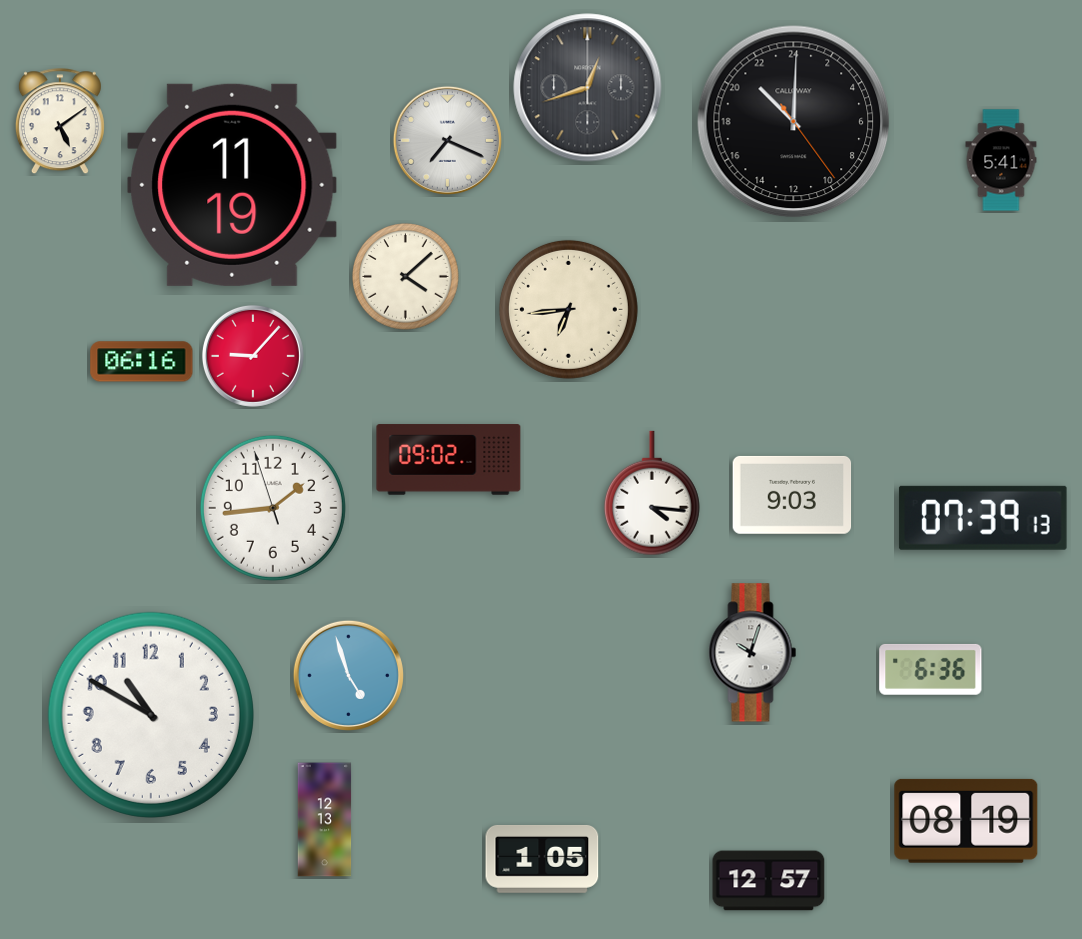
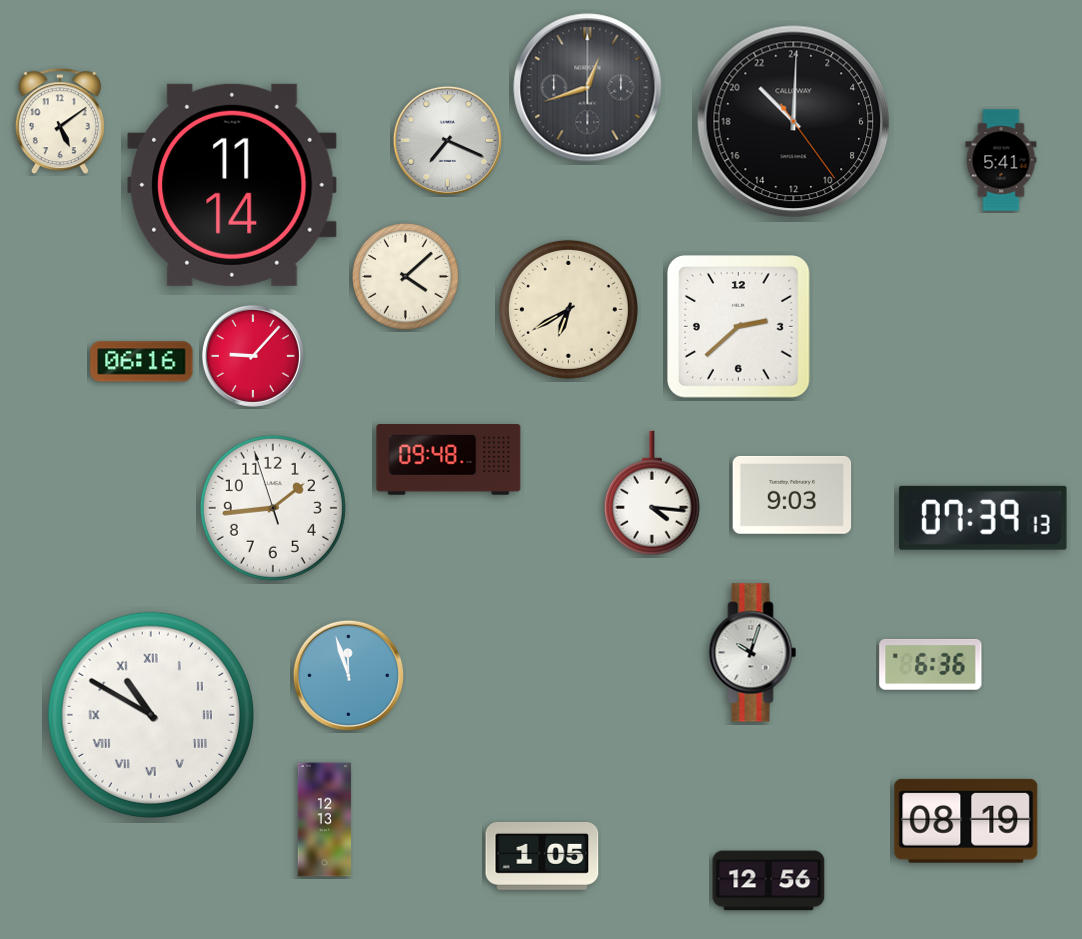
clock at (232, 185): 11:19 -> 11:14
clock at (568, 309): 6:44 -> 6:40
clock at (739, 327): none -> 2:38
clock at (449, 460): 09:02 -> 09:48
clock at (931, 669) position: (931, 669) -> (931, 664)
clock at (348, 675): 4:57 -> 11:57
clock at (151, 715) numerals: Arabic -> Roman
clock at (542, 859) position: (542, 859) -> (542, 856)
clock at (769, 881): 12:57 -> 12:56
